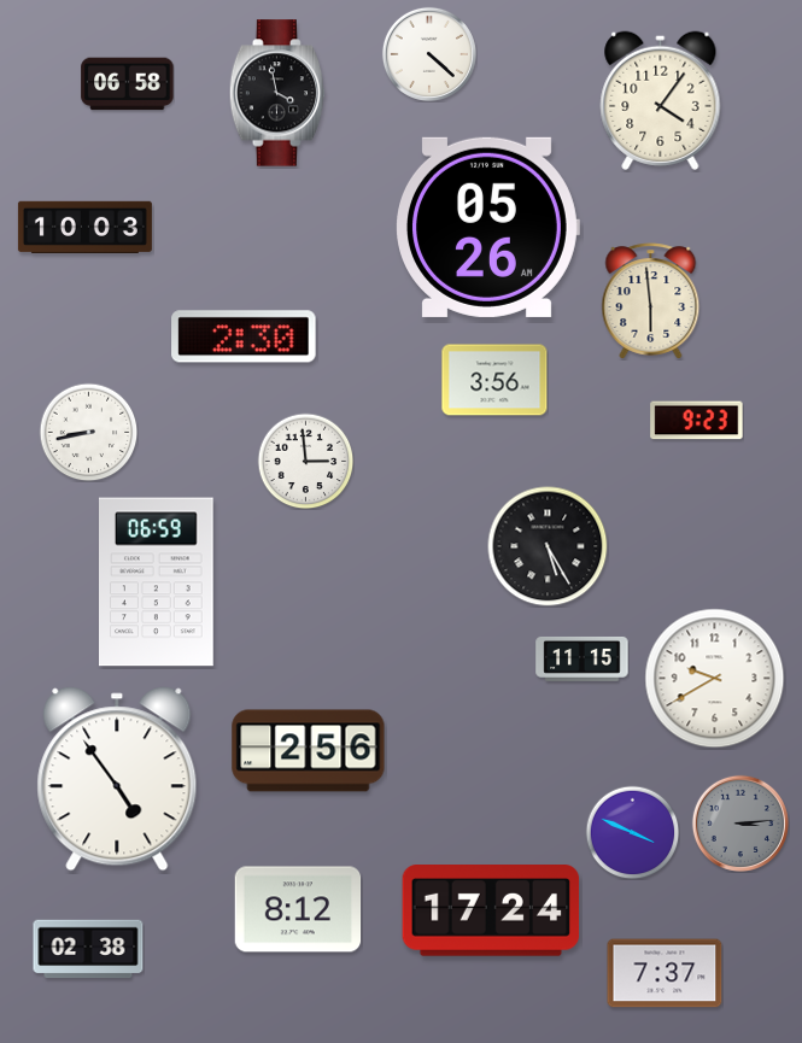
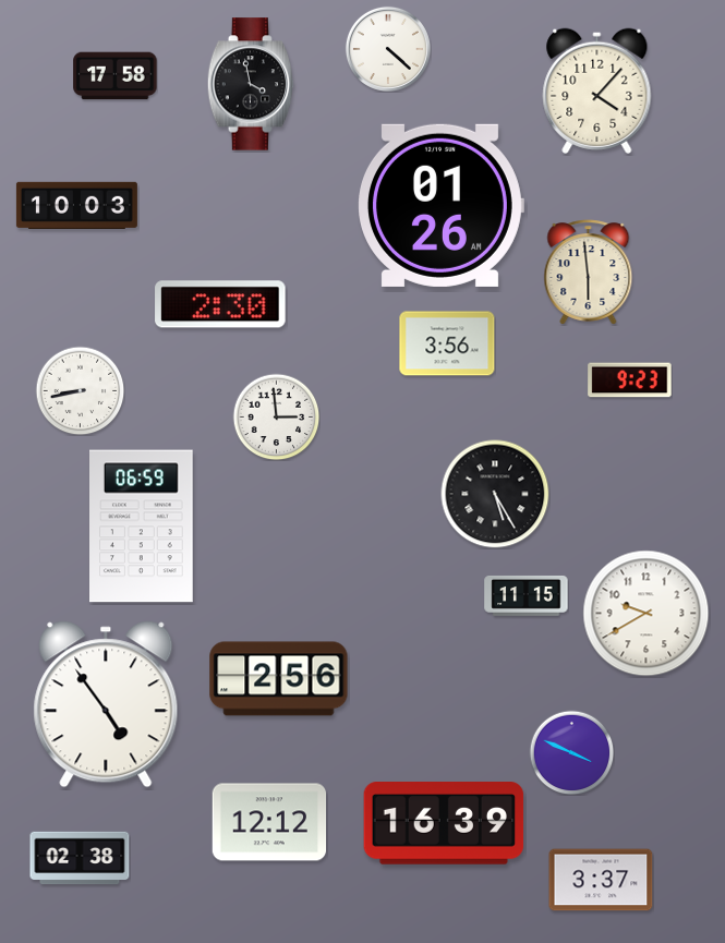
clock at (128, 84): 06:58 -> 17:58
clock at (661, 100): 4:06 -> 4:07
clock at (487, 227): 05:26 -> 01:26
clock at (740, 824): 3:14 -> none
clock at (298, 909): 8:12 -> 12:12
clock at (491, 912): 17:24 -> 16:39
clock at (665, 973): 7:37 -> 3:37
